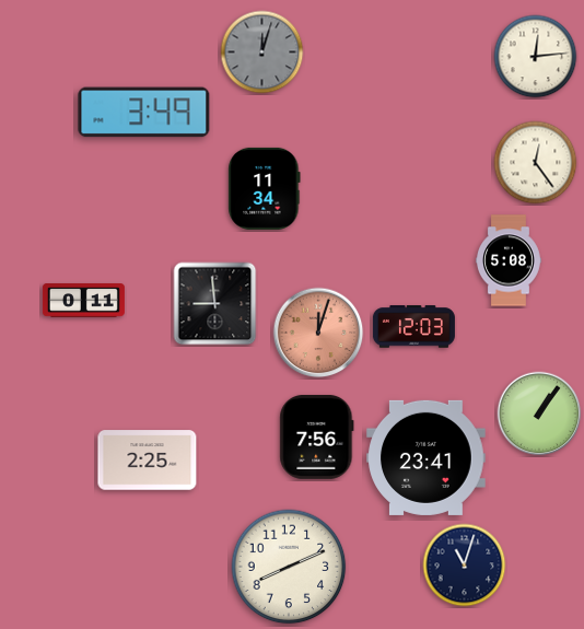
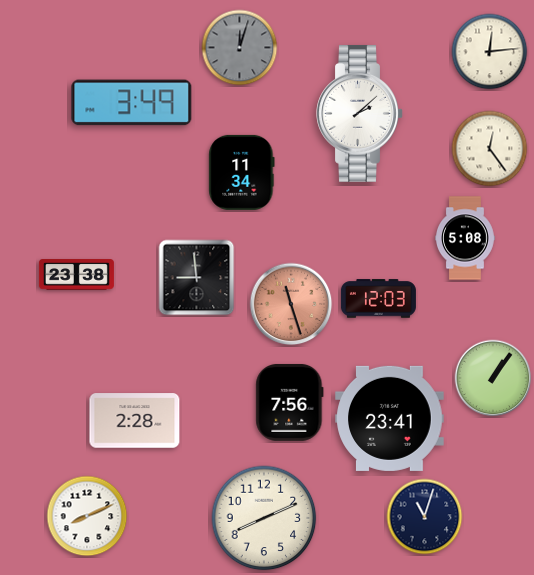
clock at (360, 113): none -> 2:08
clock at (83, 301): 0:11 -> 23:38
clock at (318, 333): 12:03 -> 11:27
clock at (317, 436) position: (317, 436) -> (290, 402)
clock at (148, 461): 2:25 -> 2:28
clock at (87, 516): none -> 8:11
